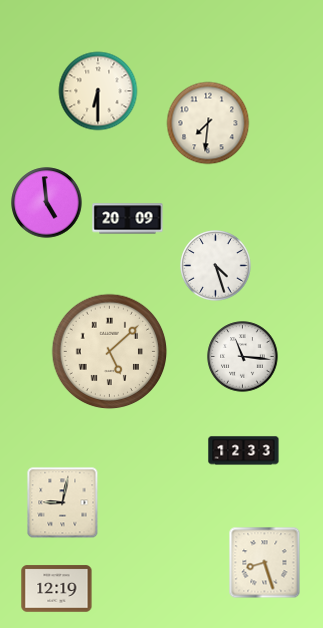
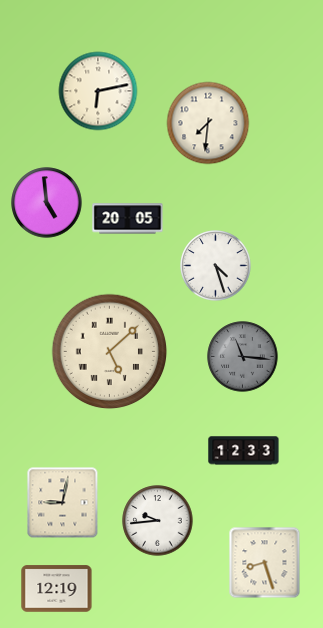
clock at (98, 91): 6:30 -> 6:13
clock at (128, 219): 20:09 -> 20:05
clock at (243, 357) dial: white -> grey
clock at (158, 521): none -> 9:44
